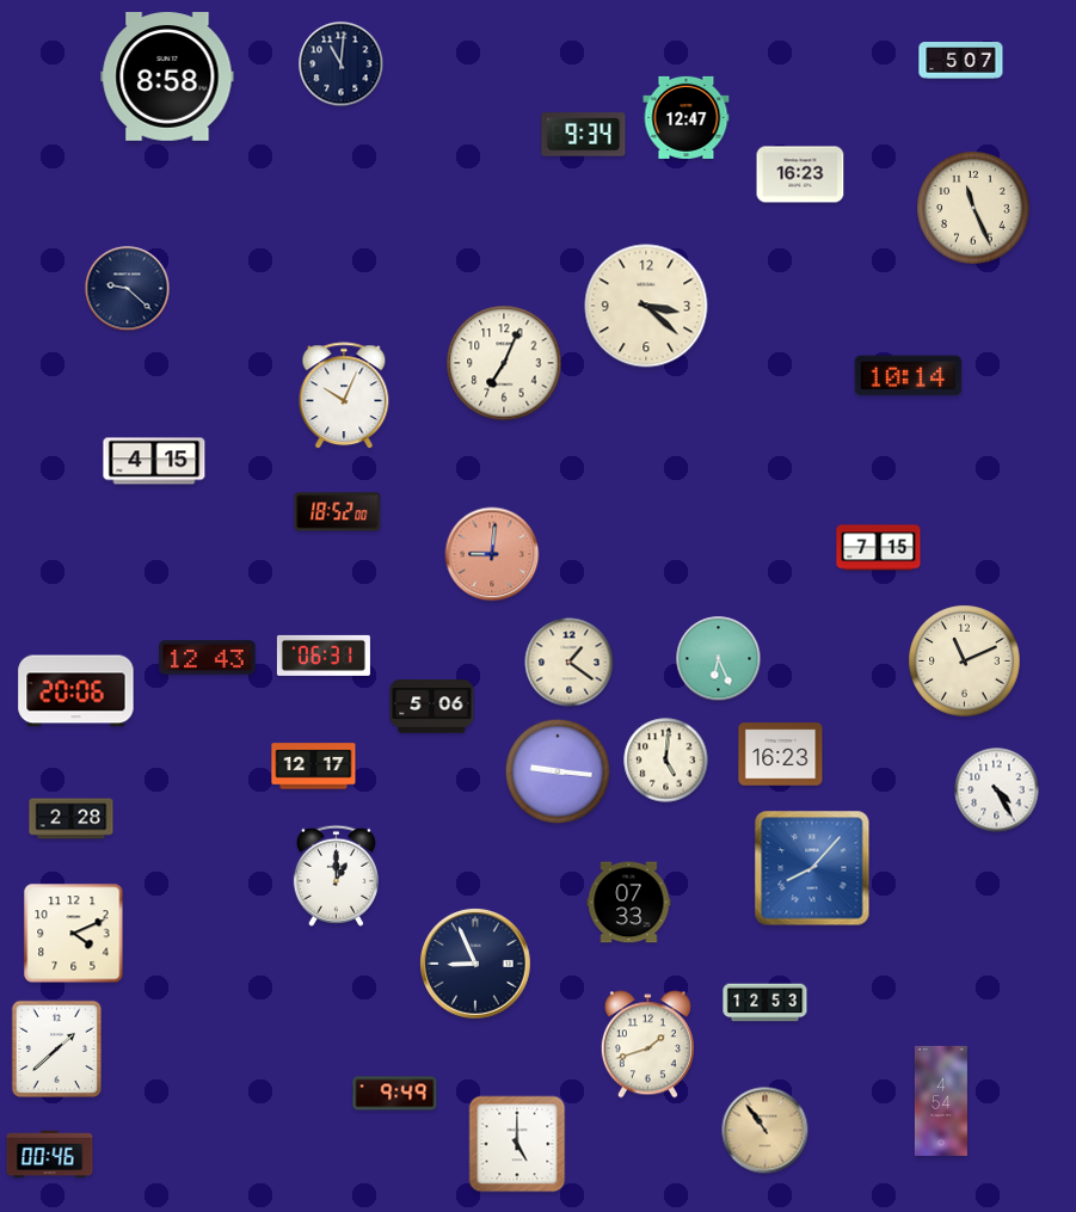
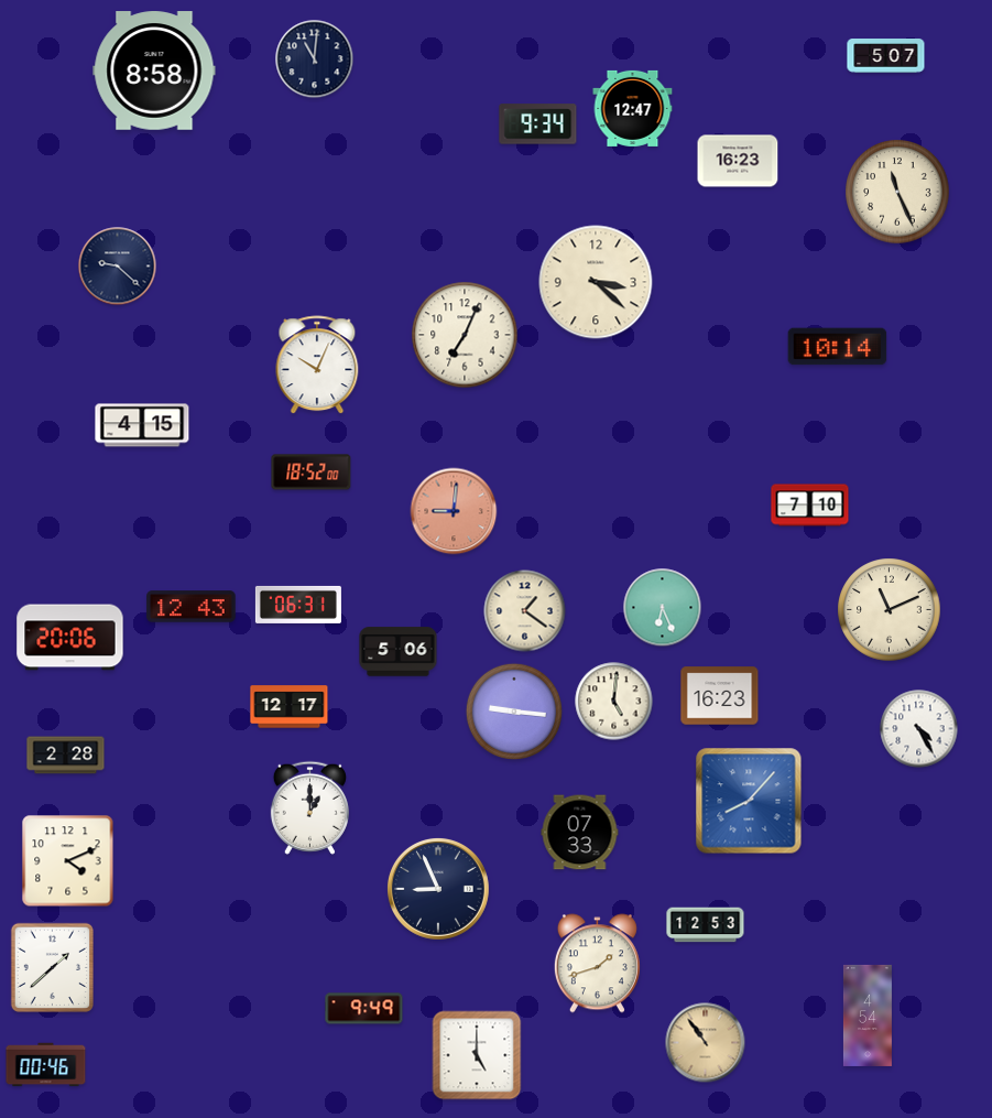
clock at (879, 548): 7:15 -> 7:10
